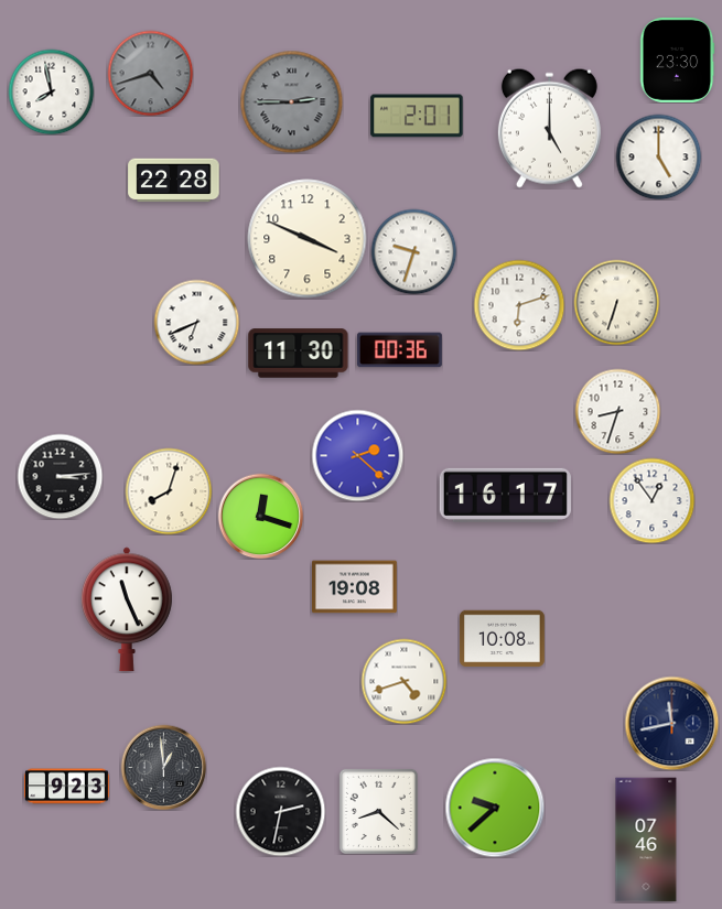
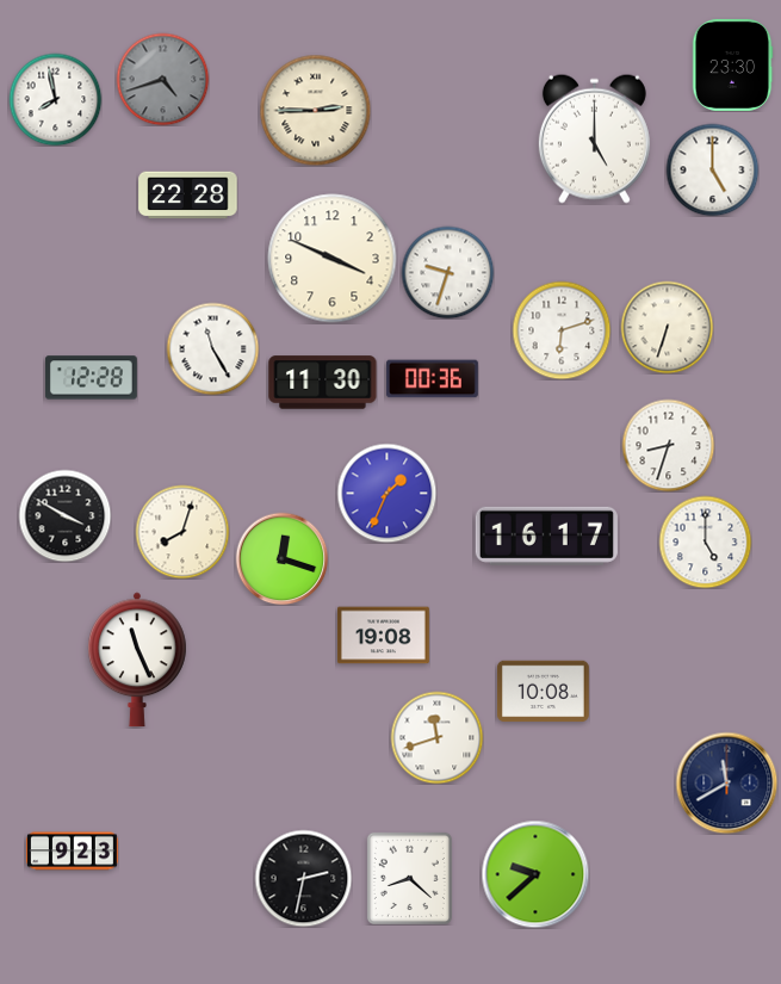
clock at (291, 101) dial: grey -> cream
clock at (417, 116): 2:01 -> none
clock at (196, 322): 6:41 -> 11:25
clock at (91, 378): none -> 12:28
clock at (357, 455): 2:22 -> 1:34
clock at (60, 476): 3:14 -> 3:50
clock at (651, 500): 12:54 -> 5:00
clock at (403, 681): 4:42 -> 11:42
clock at (671, 723): 11:43 -> 11:40
clock at (163, 767): 12:59 -> none
clock at (646, 840): 07:46 -> none
